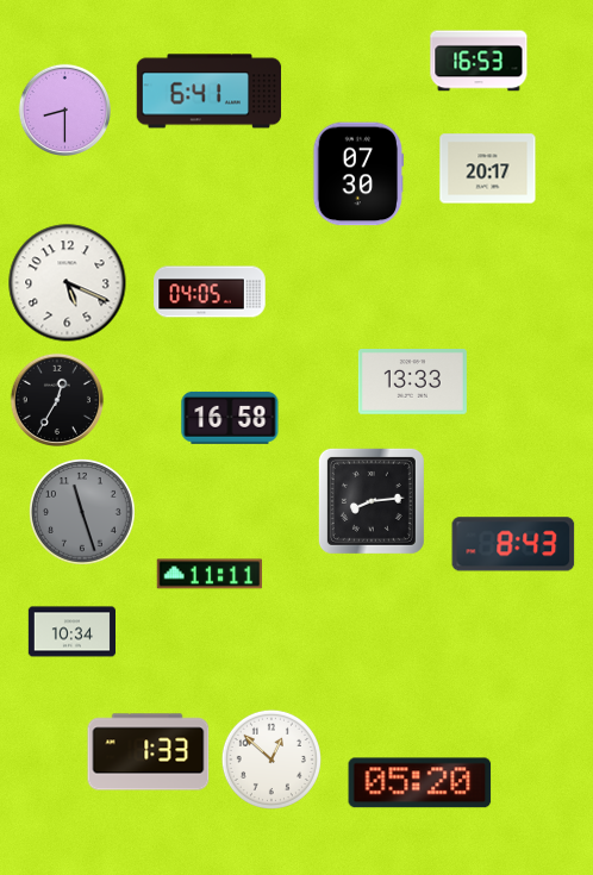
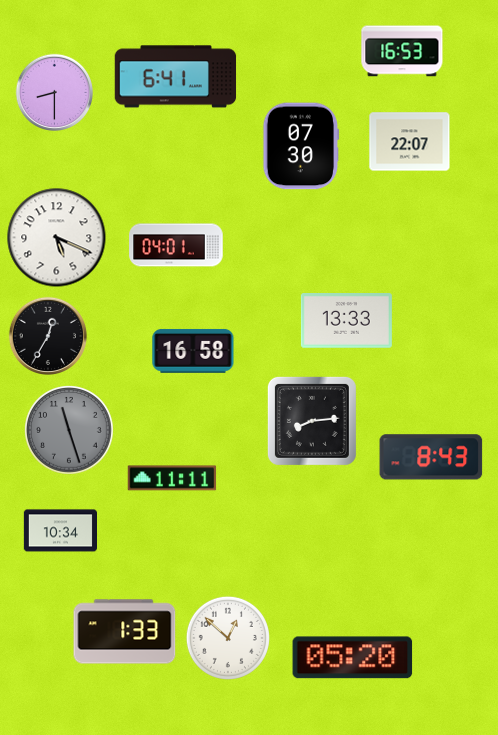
clock at (488, 169): 20:17 -> 22:07
clock at (210, 292): 04:05 -> 04:01
clock at (210, 574) position: (210, 574) -> (172, 478)
